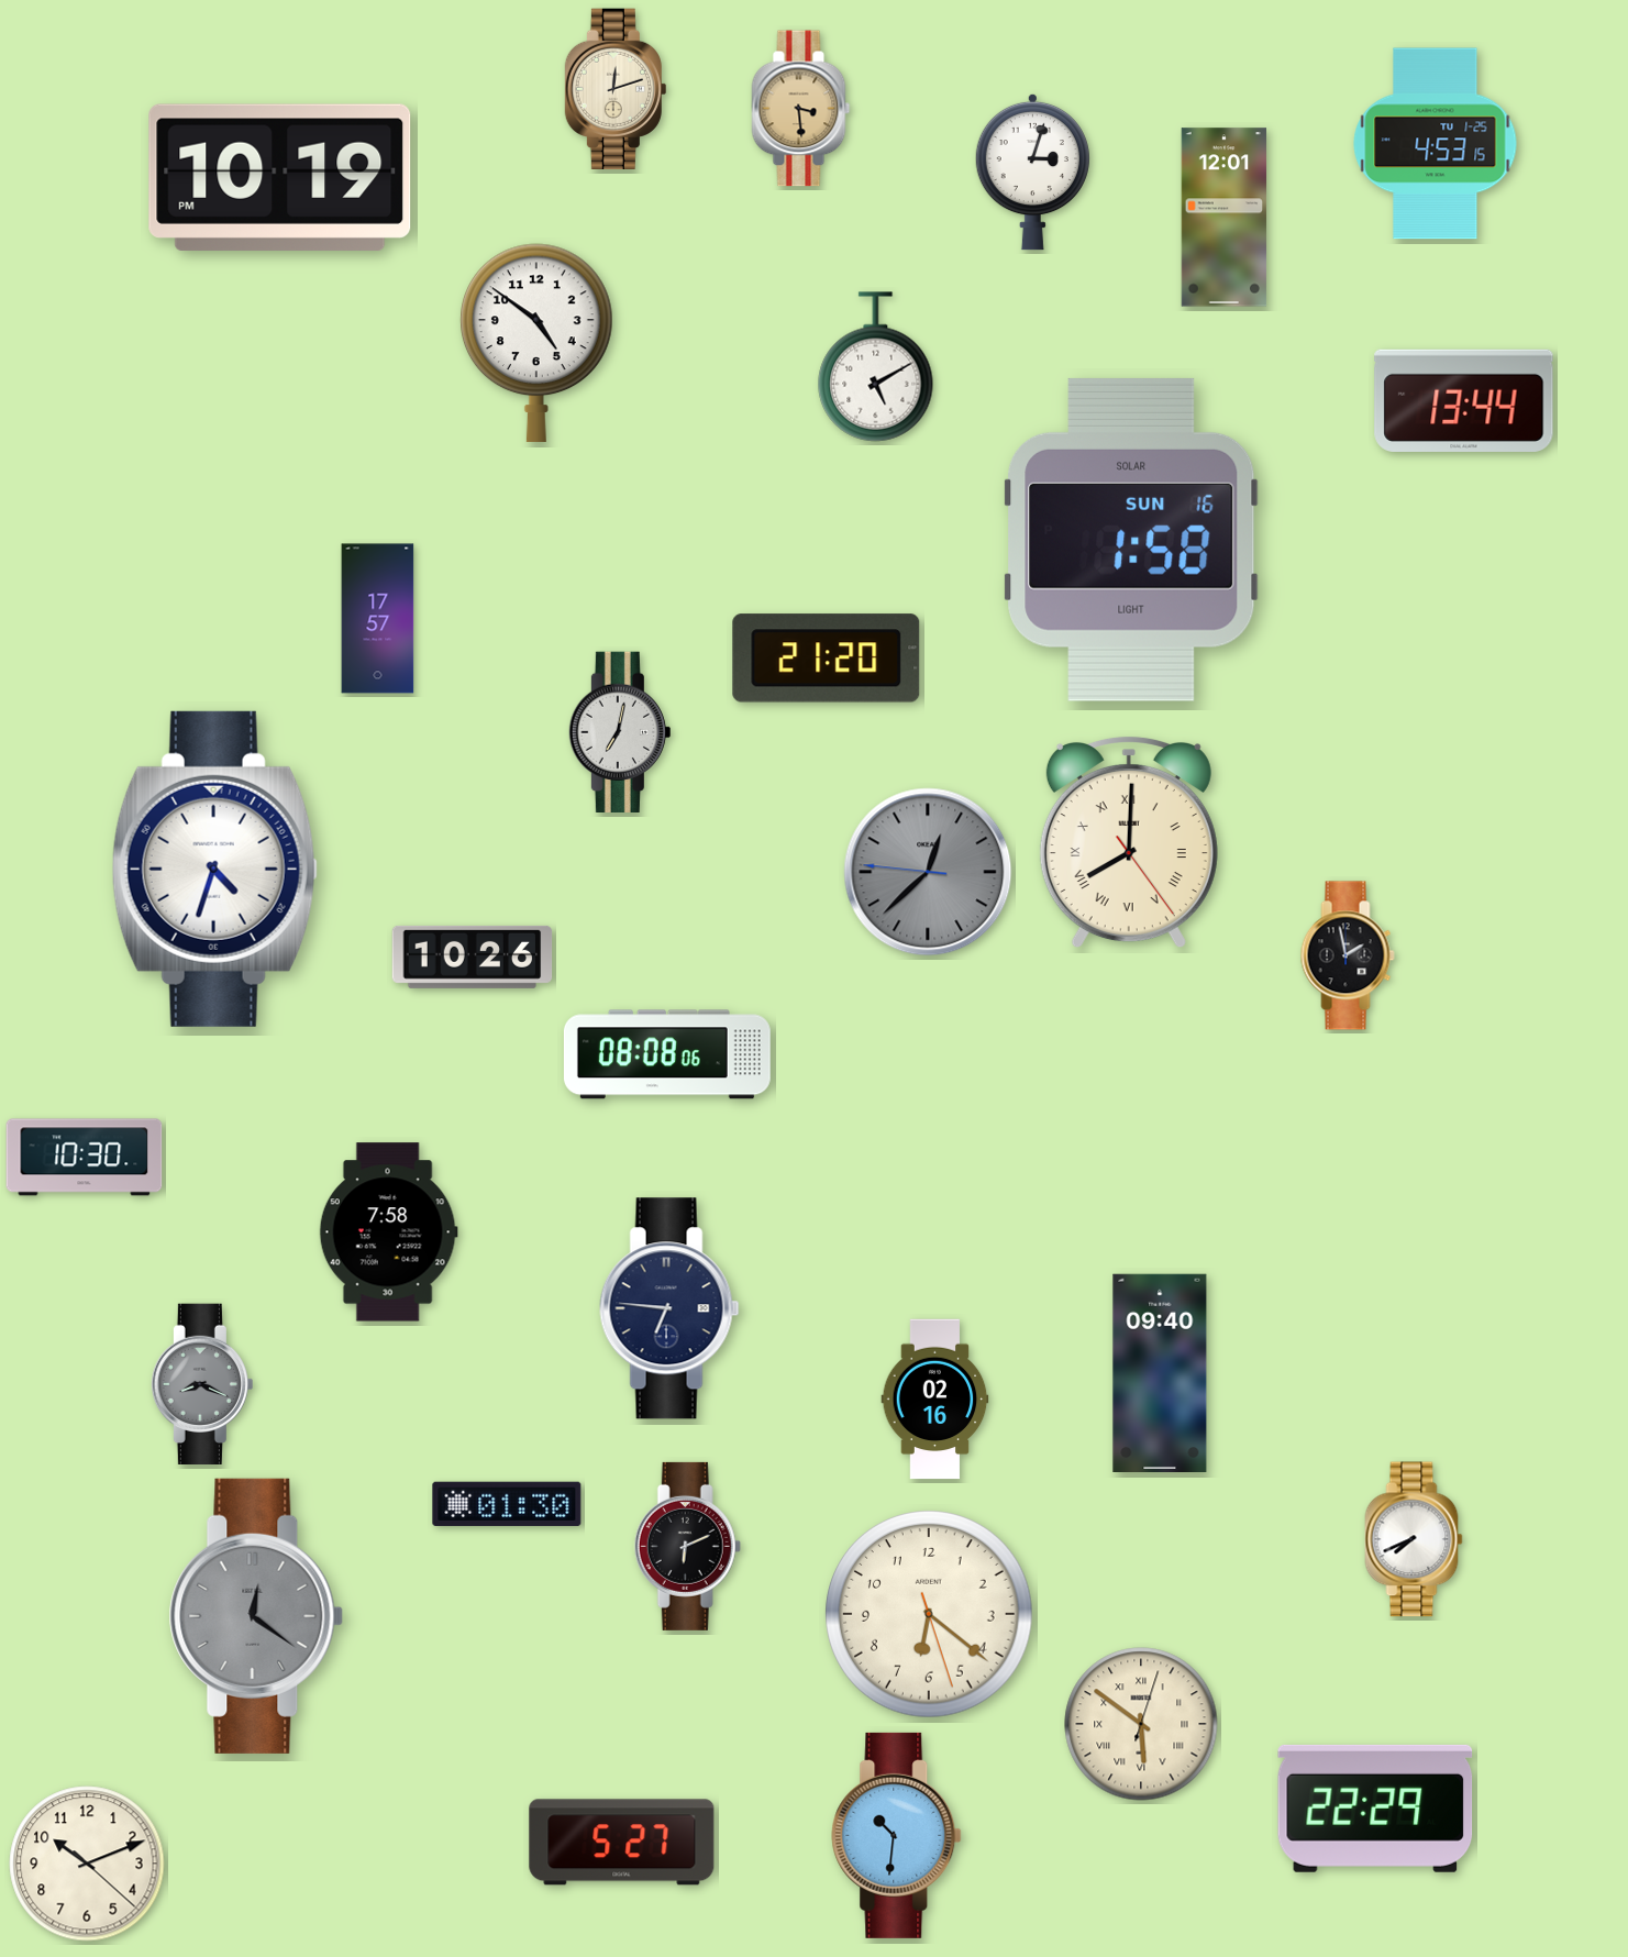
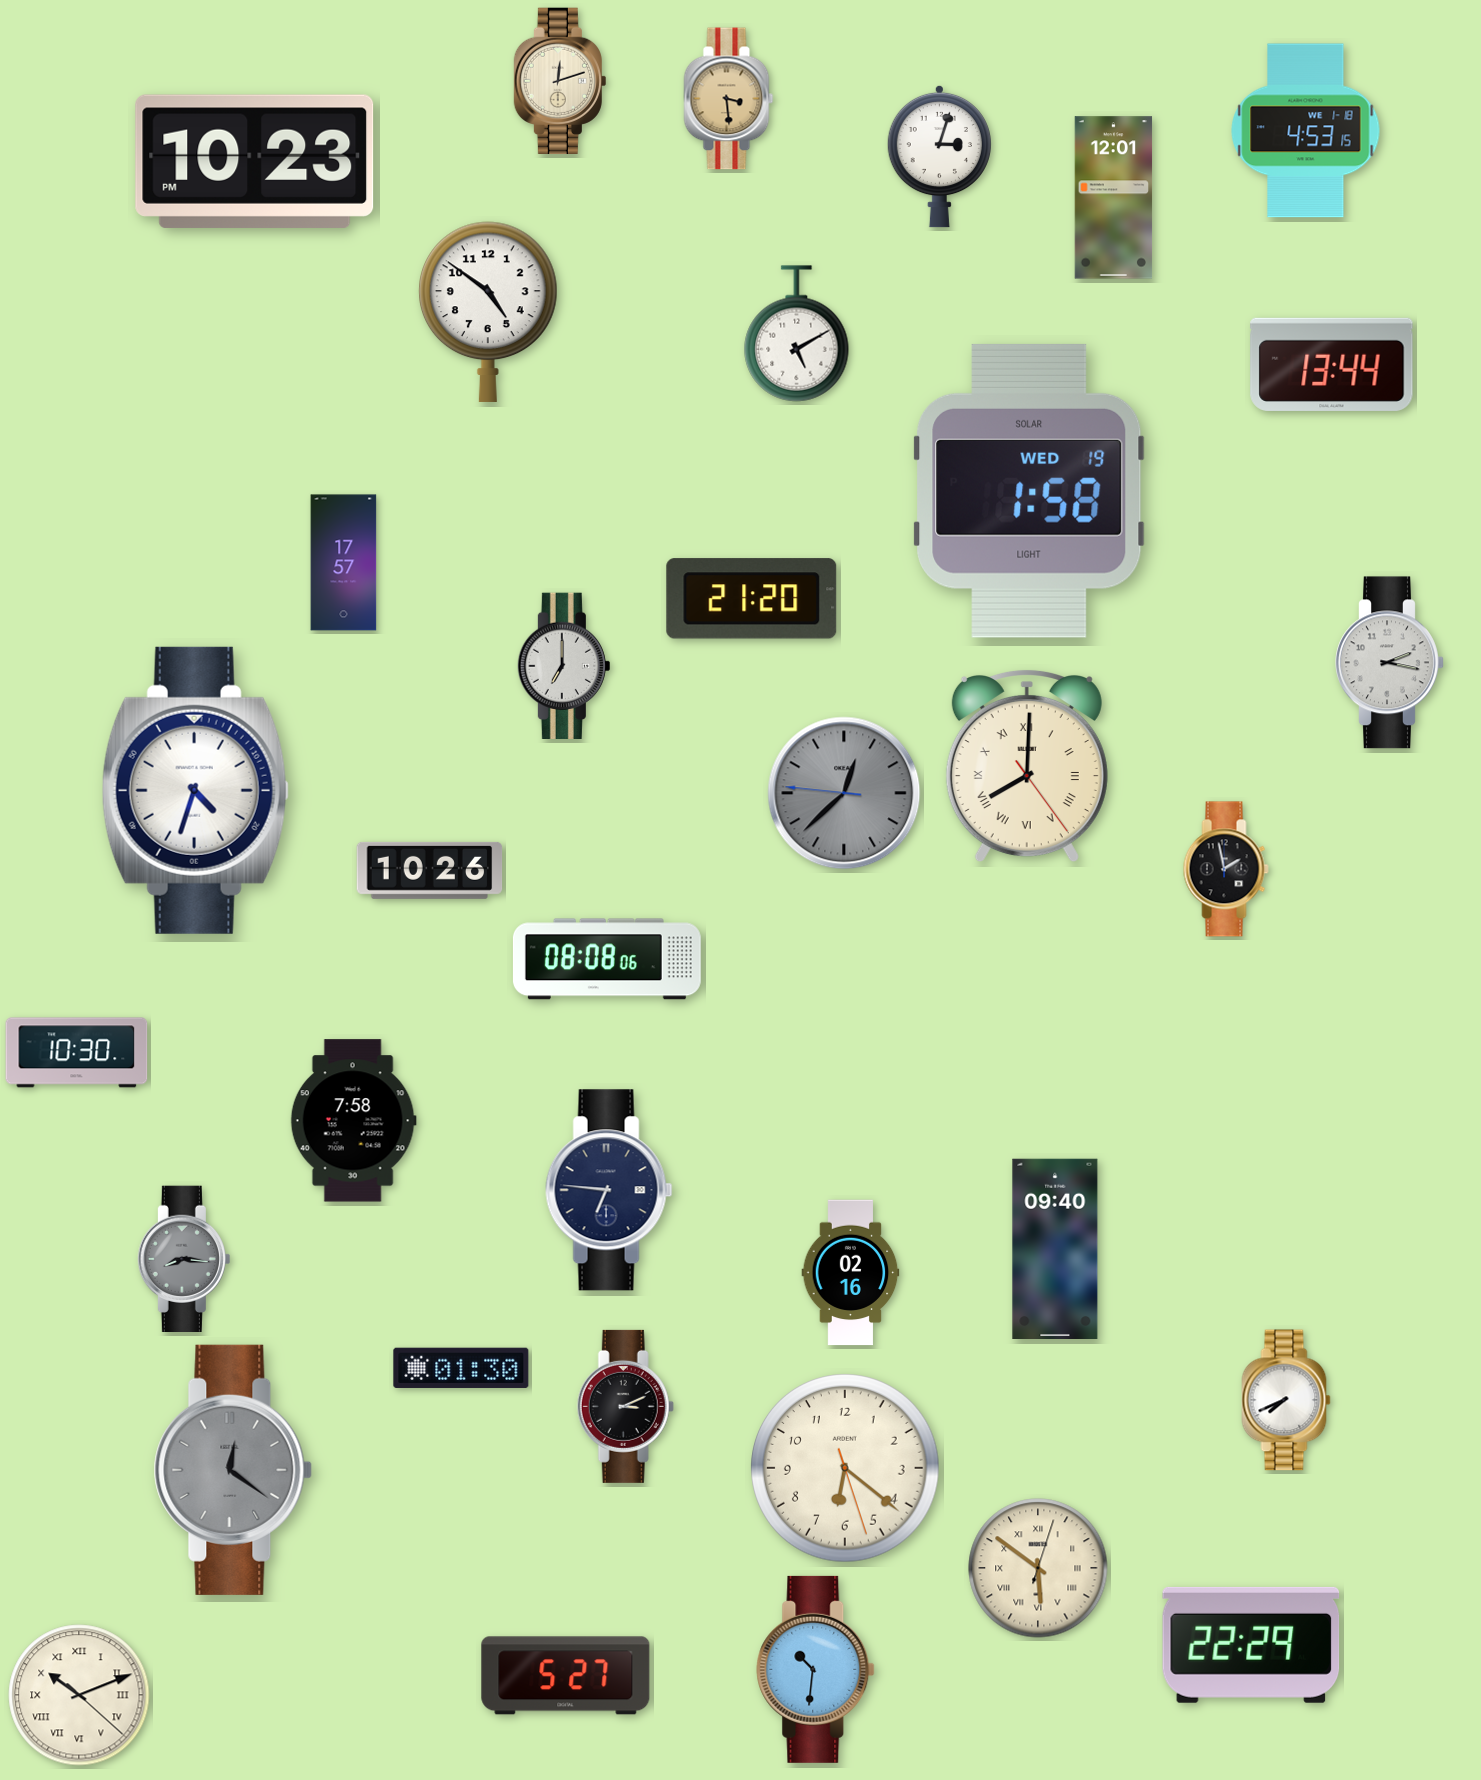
clock at (1436, 144) date: TU 1-25 -> WE 1-18
clock at (280, 177): 10:19 -> 10:23
clock at (1131, 540) date: SUN 16 -> WED 19
clock at (1390, 663): none -> 2:17
clock at (620, 732): 7:02 -> 7:00
clock at (202, 1384): 8:19 -> 8:16
clock at (687, 1546): 6:11 -> 3:11
clock at (87, 1864) numerals: Arabic -> Roman
